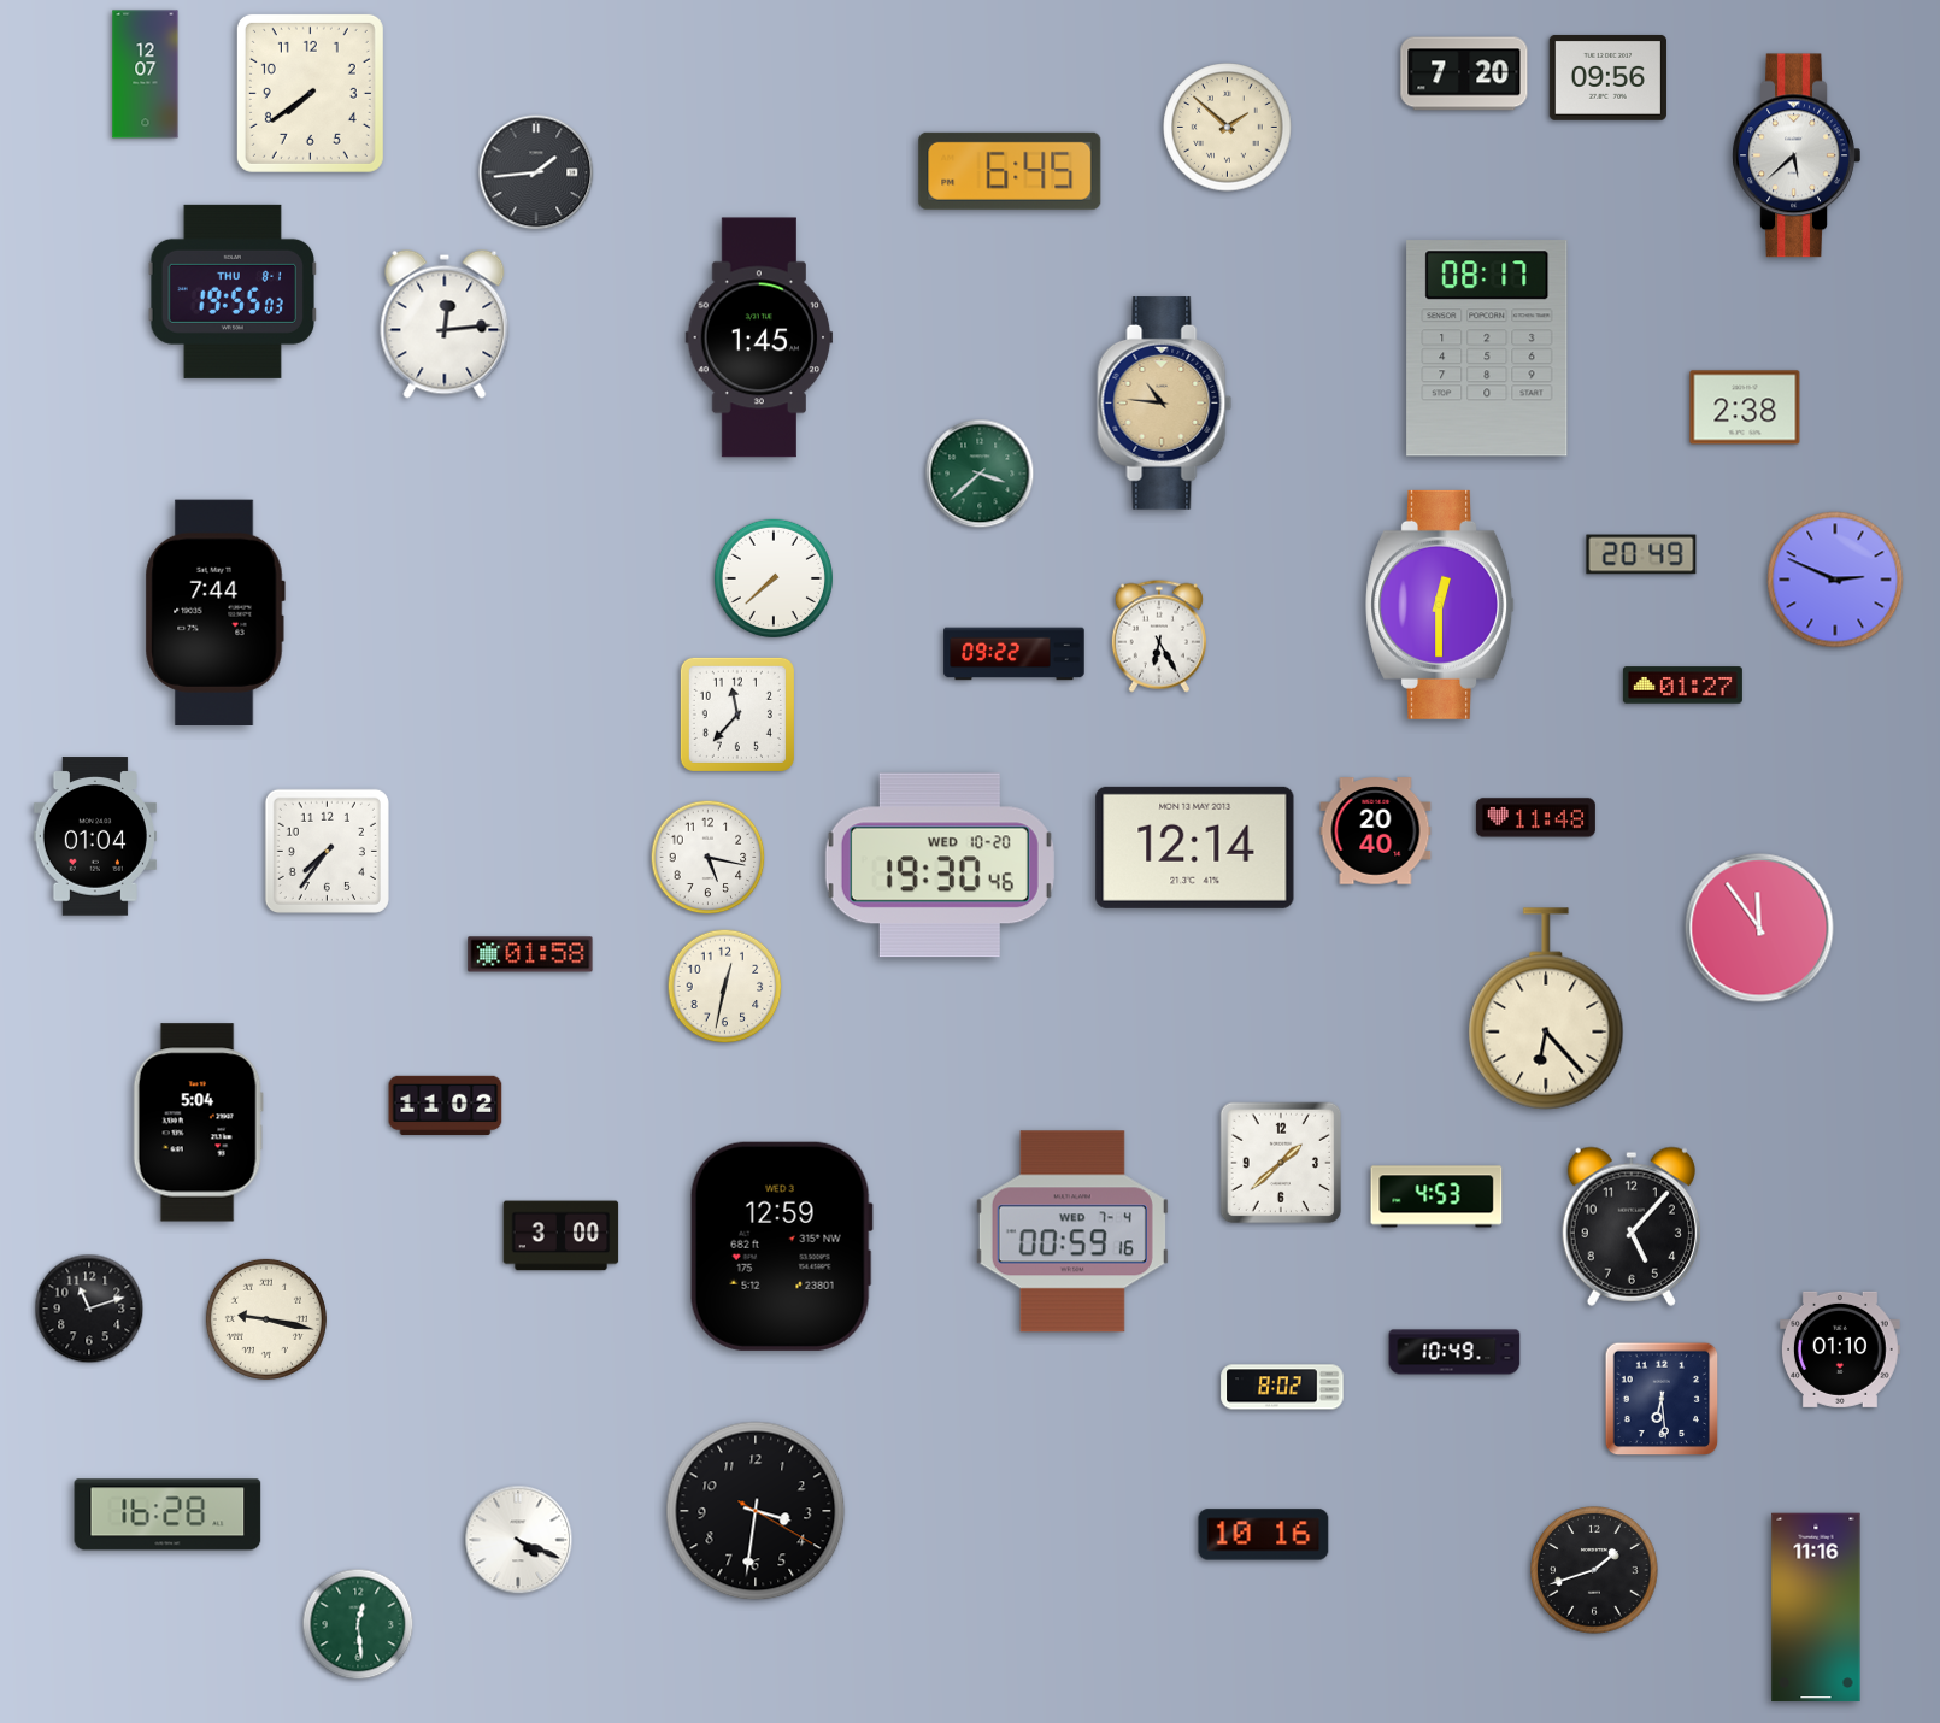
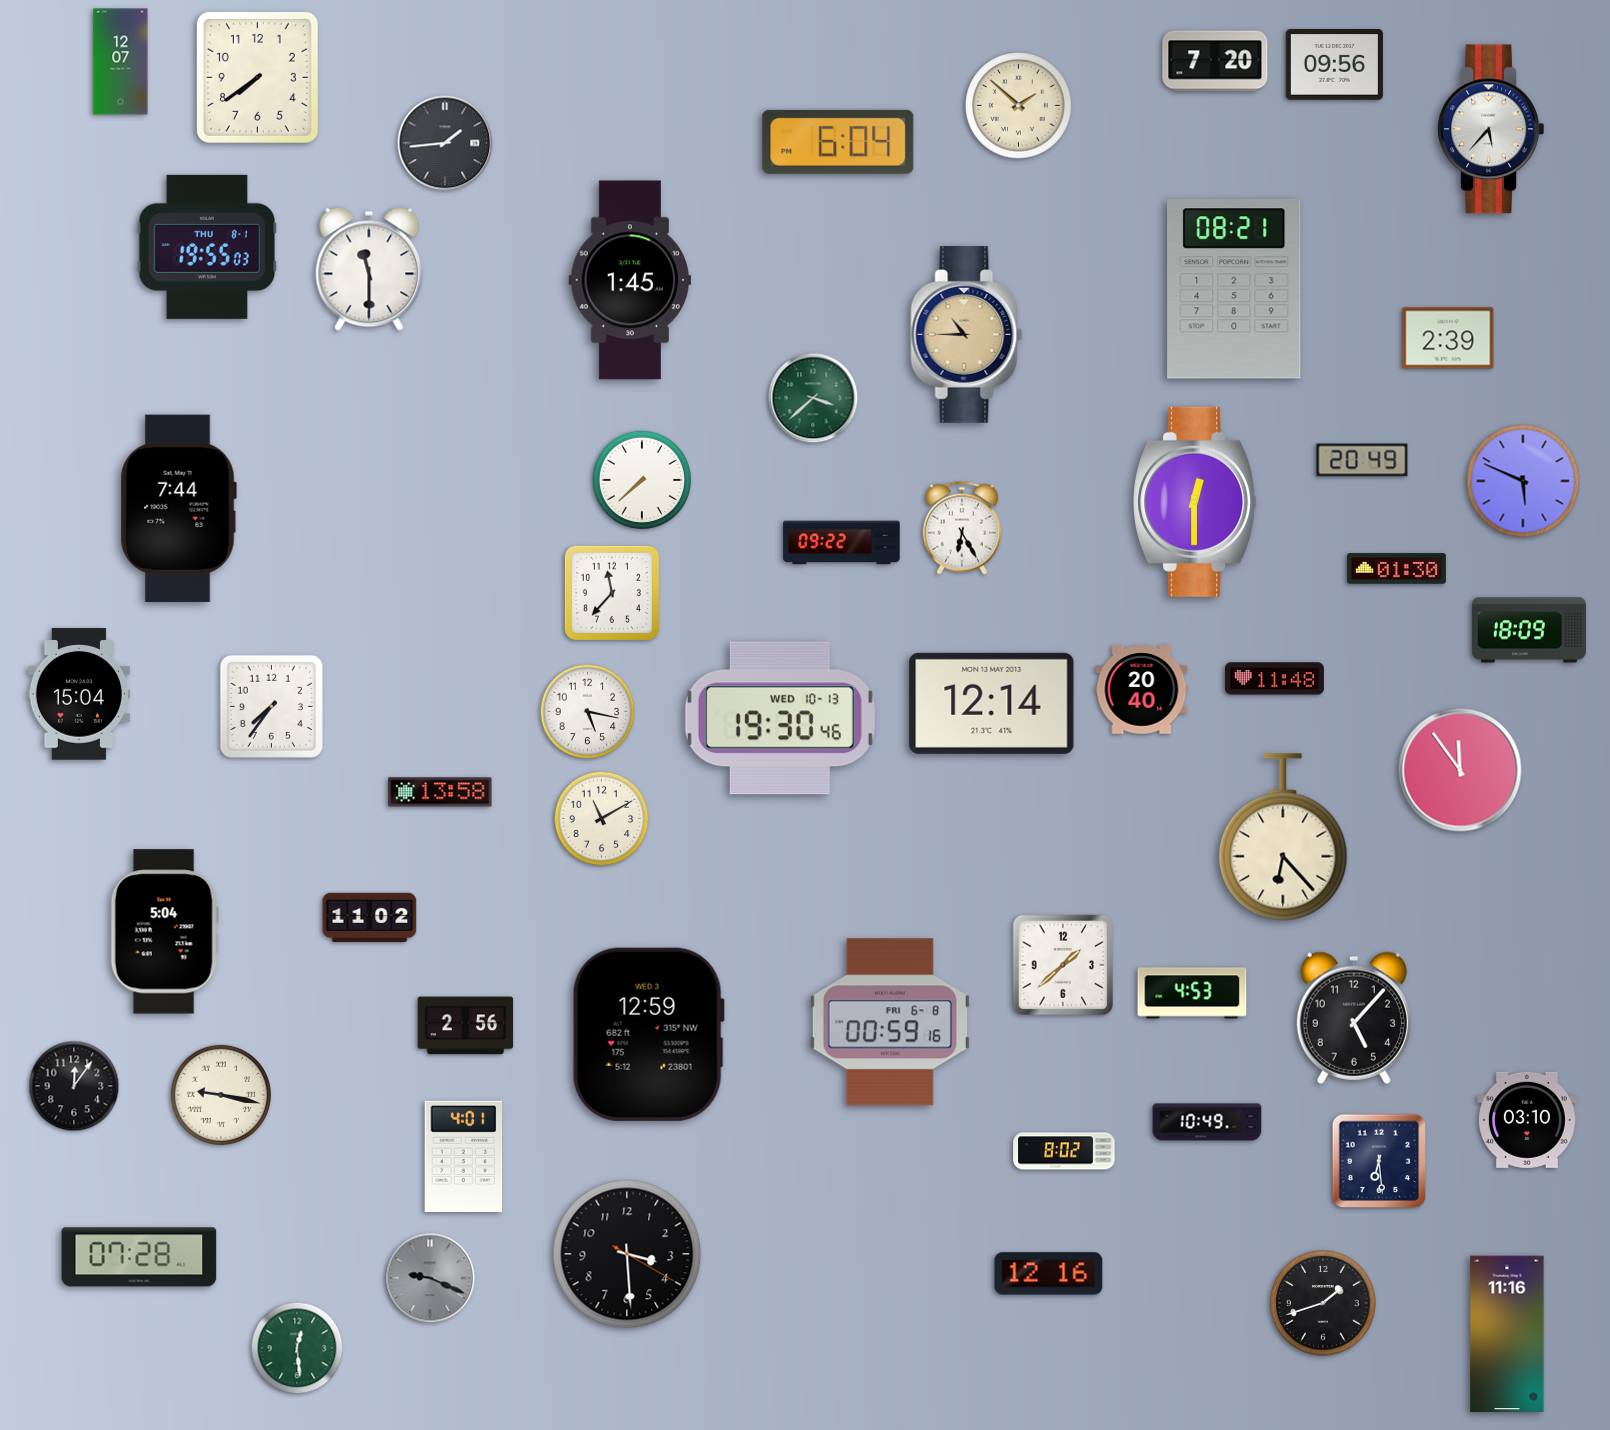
clock at (1797, 155): 5:38 -> 5:37
clock at (1010, 171): 6:45 -> 6:04
clock at (233, 292) position: (233, 292) -> (207, 247)
clock at (445, 324): 12:14 -> 11:30
clock at (1487, 348): 08:17 -> 08:21
clock at (1165, 402): 10:46 -> 10:45
clock at (1745, 407): 2:38 -> 2:39
clock at (980, 474) position: (980, 474) -> (813, 398)
clock at (1835, 580): 2:49 -> 5:49
clock at (1682, 686): 01:27 -> 01:30
clock at (1529, 630): none -> 18:09
clock at (95, 836): 01:04 -> 15:04
clock at (940, 865) date: WED 10-20 -> WED 10-13
clock at (530, 954): 01:58 -> 13:58
clock at (725, 987): 12:32 -> 11:10
clock at (1072, 1231) date: WED 7-4 -> FRI 6-8
clock at (562, 1236): 3:00 -> 2:56
clock at (89, 1309): 11:12 -> 12:06
clock at (1840, 1349): 01:10 -> 03:10
clock at (464, 1156): none -> 4:01
clock at (756, 1511): 3:31 -> 3:29
clock at (167, 1515): 16:28 -> 07:28
clock at (1264, 1535): 10:16 -> 12:16
clock at (518, 1540): 4:19 -> 9:19
clock at (518, 1540) dial: white -> grey
